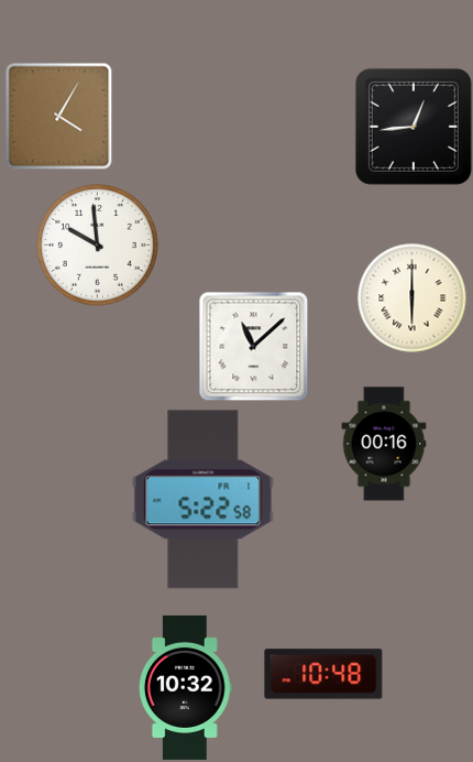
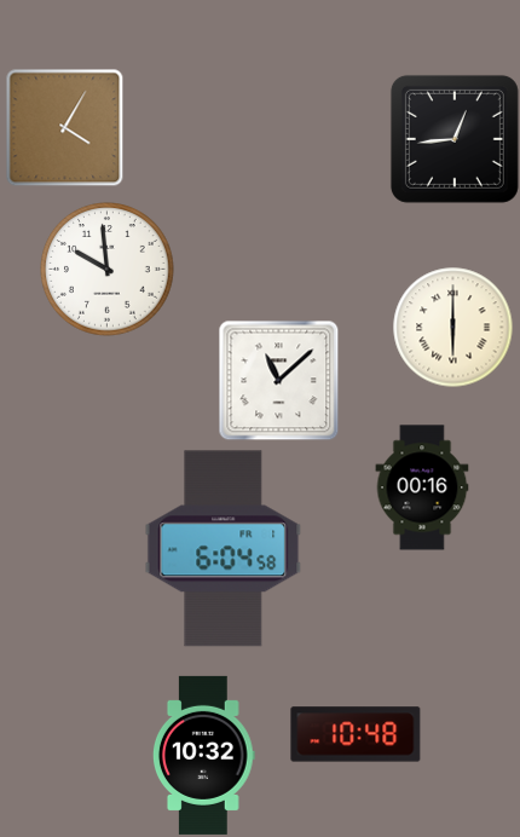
clock at (204, 500): 5:22 -> 6:04
clock at (323, 674) position: (323, 674) -> (356, 734)
